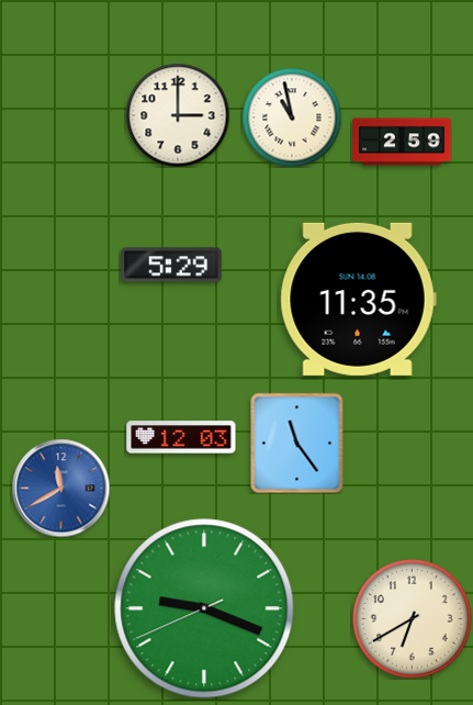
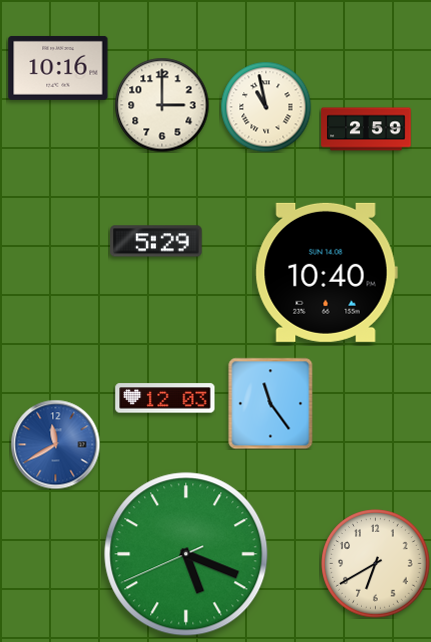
clock at (58, 68): none -> 10:16
clock at (358, 299): 11:35 -> 10:40
clock at (204, 608): 9:18 -> 5:18
